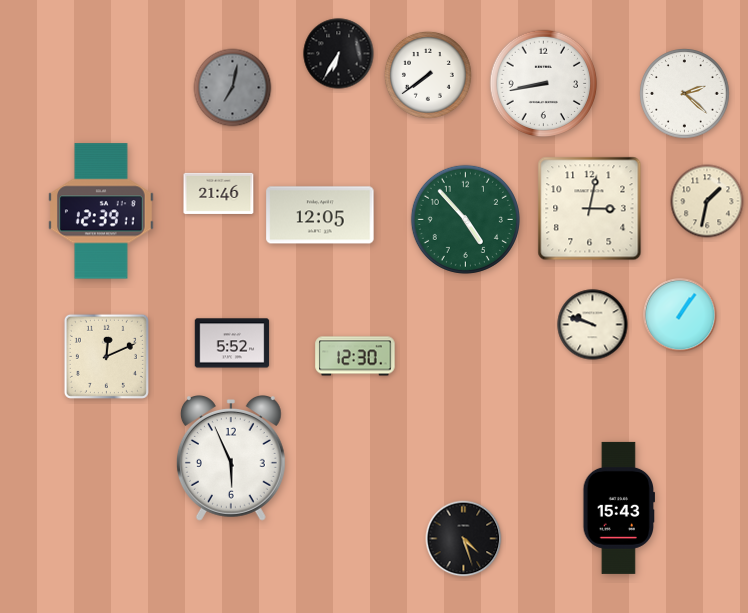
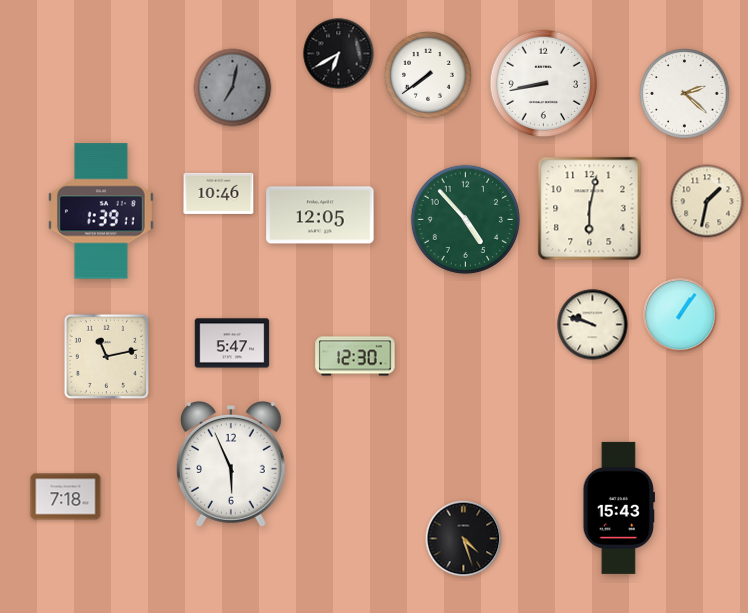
clock at (339, 54): 6:35 -> 6:40
clock at (219, 193): 21:46 -> 10:46
clock at (590, 209): 3:02 -> 6:02
clock at (102, 211): 12:39 -> 1:39
clock at (232, 343): 5:52 -> 5:47
clock at (106, 356): 12:11 -> 11:13
clock at (231, 459) position: (231, 459) -> (231, 465)
clock at (66, 497): none -> 7:18
